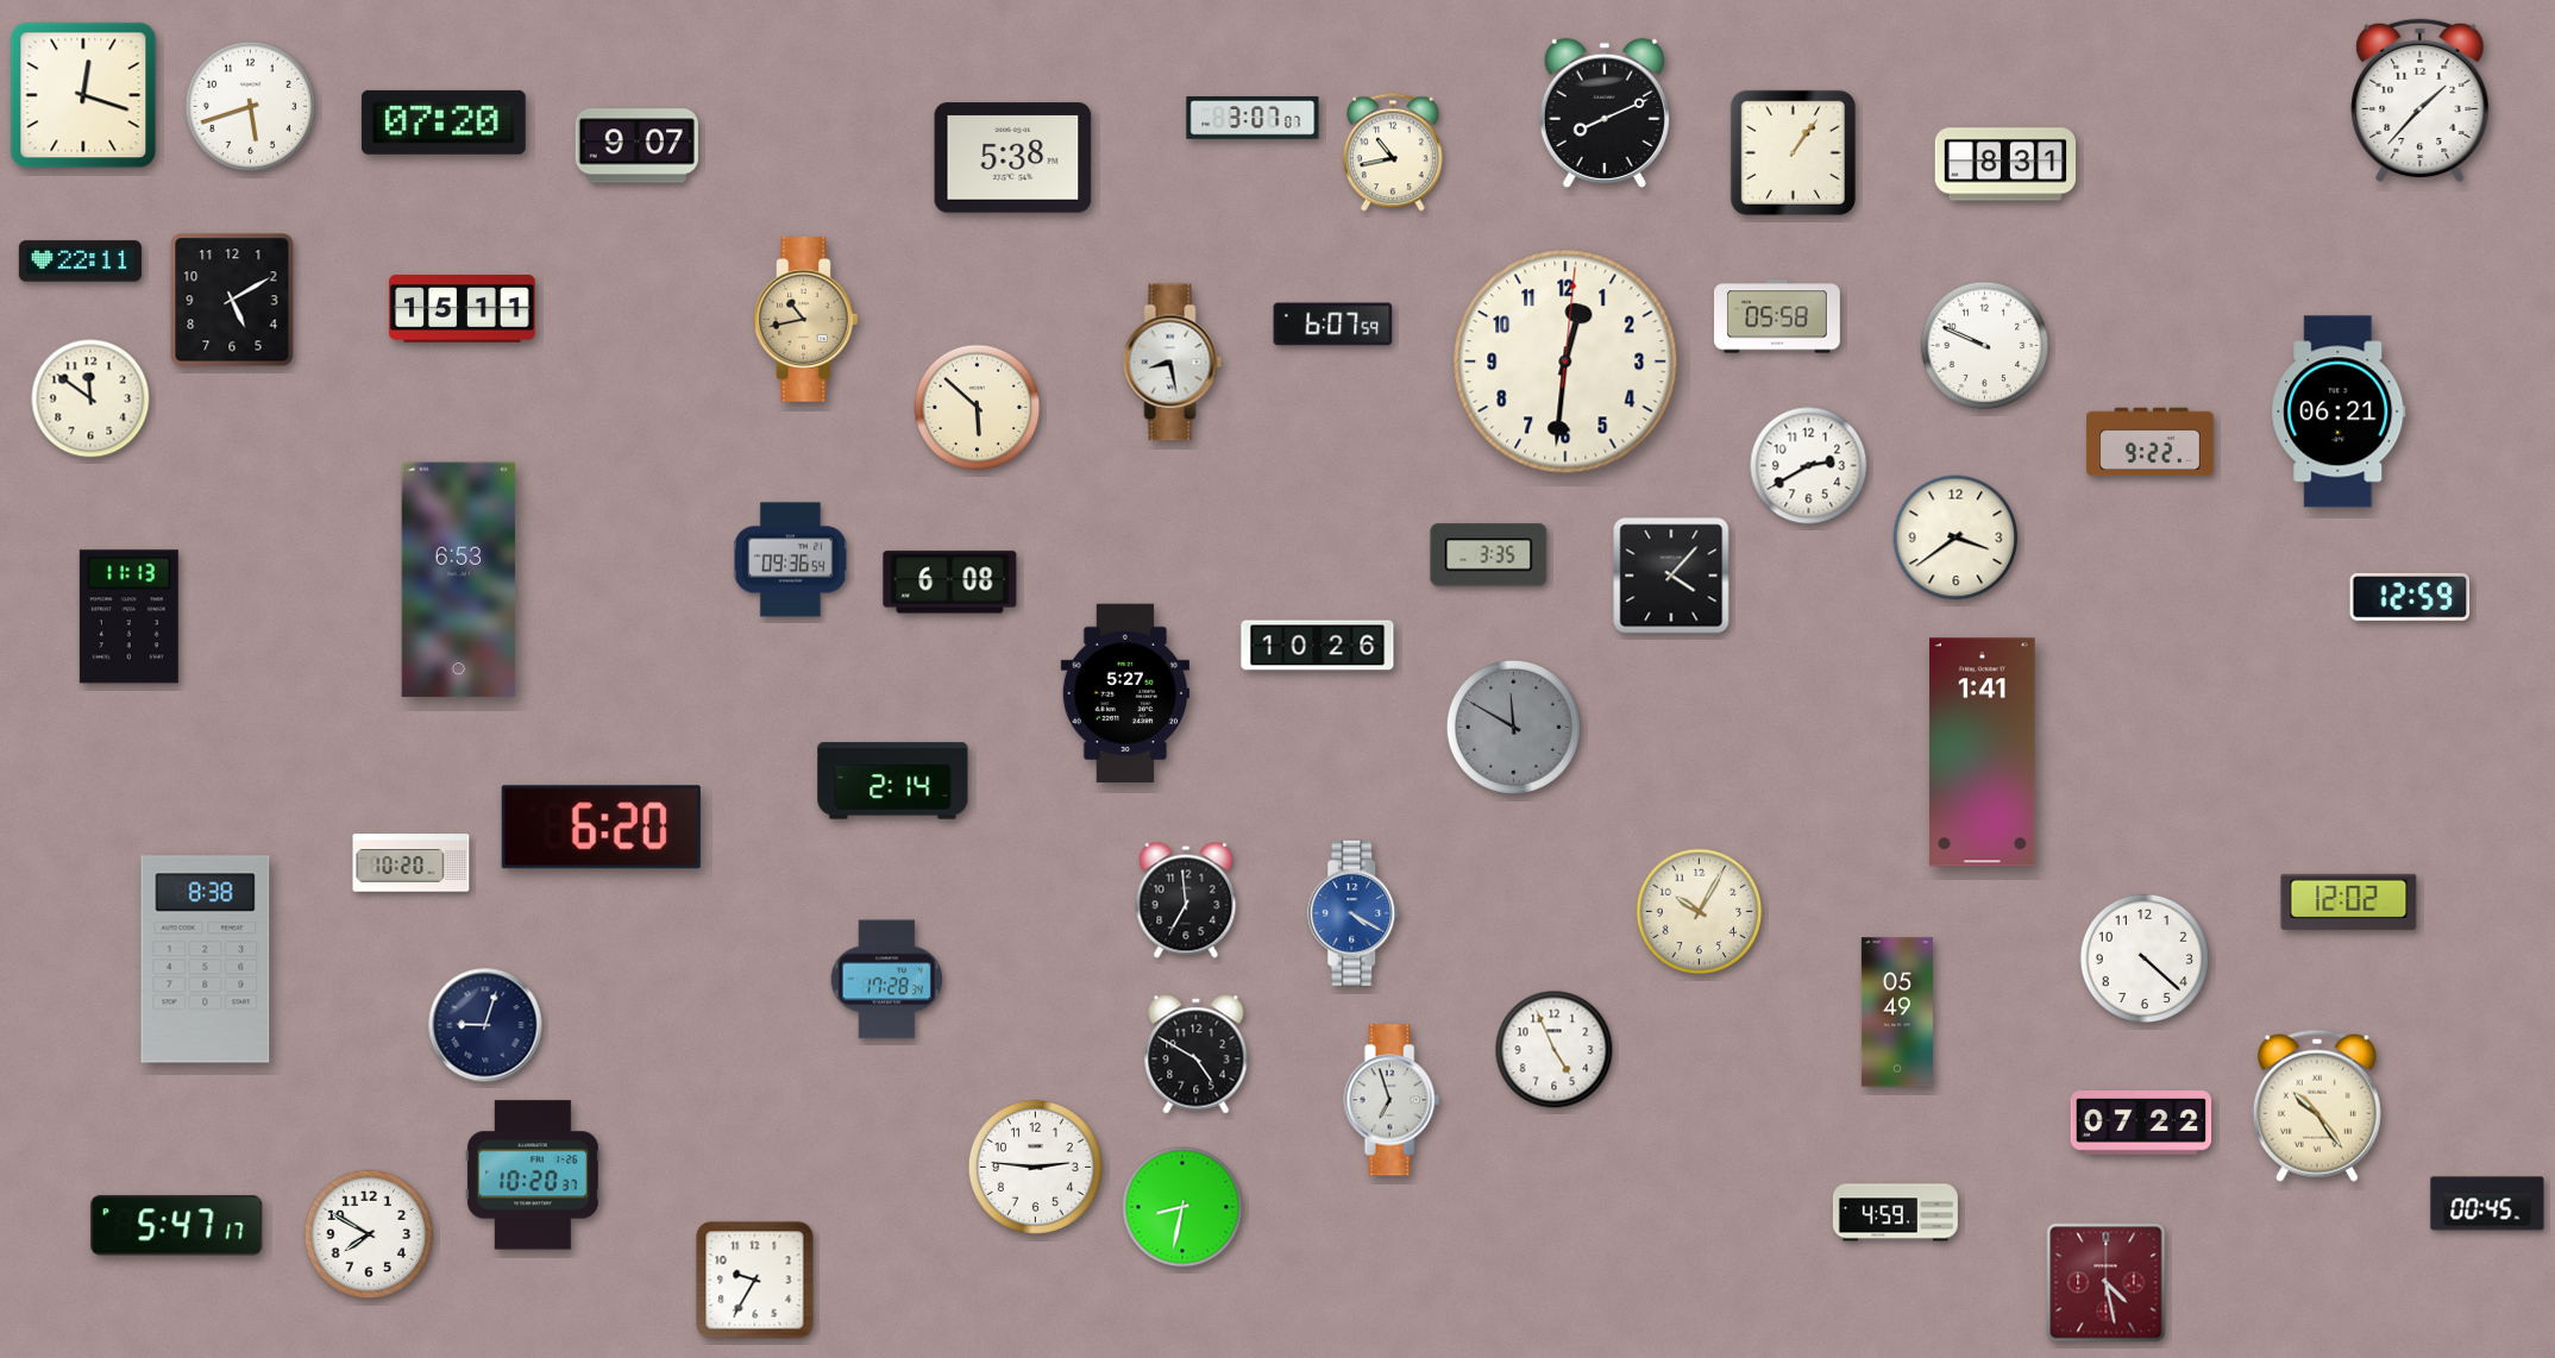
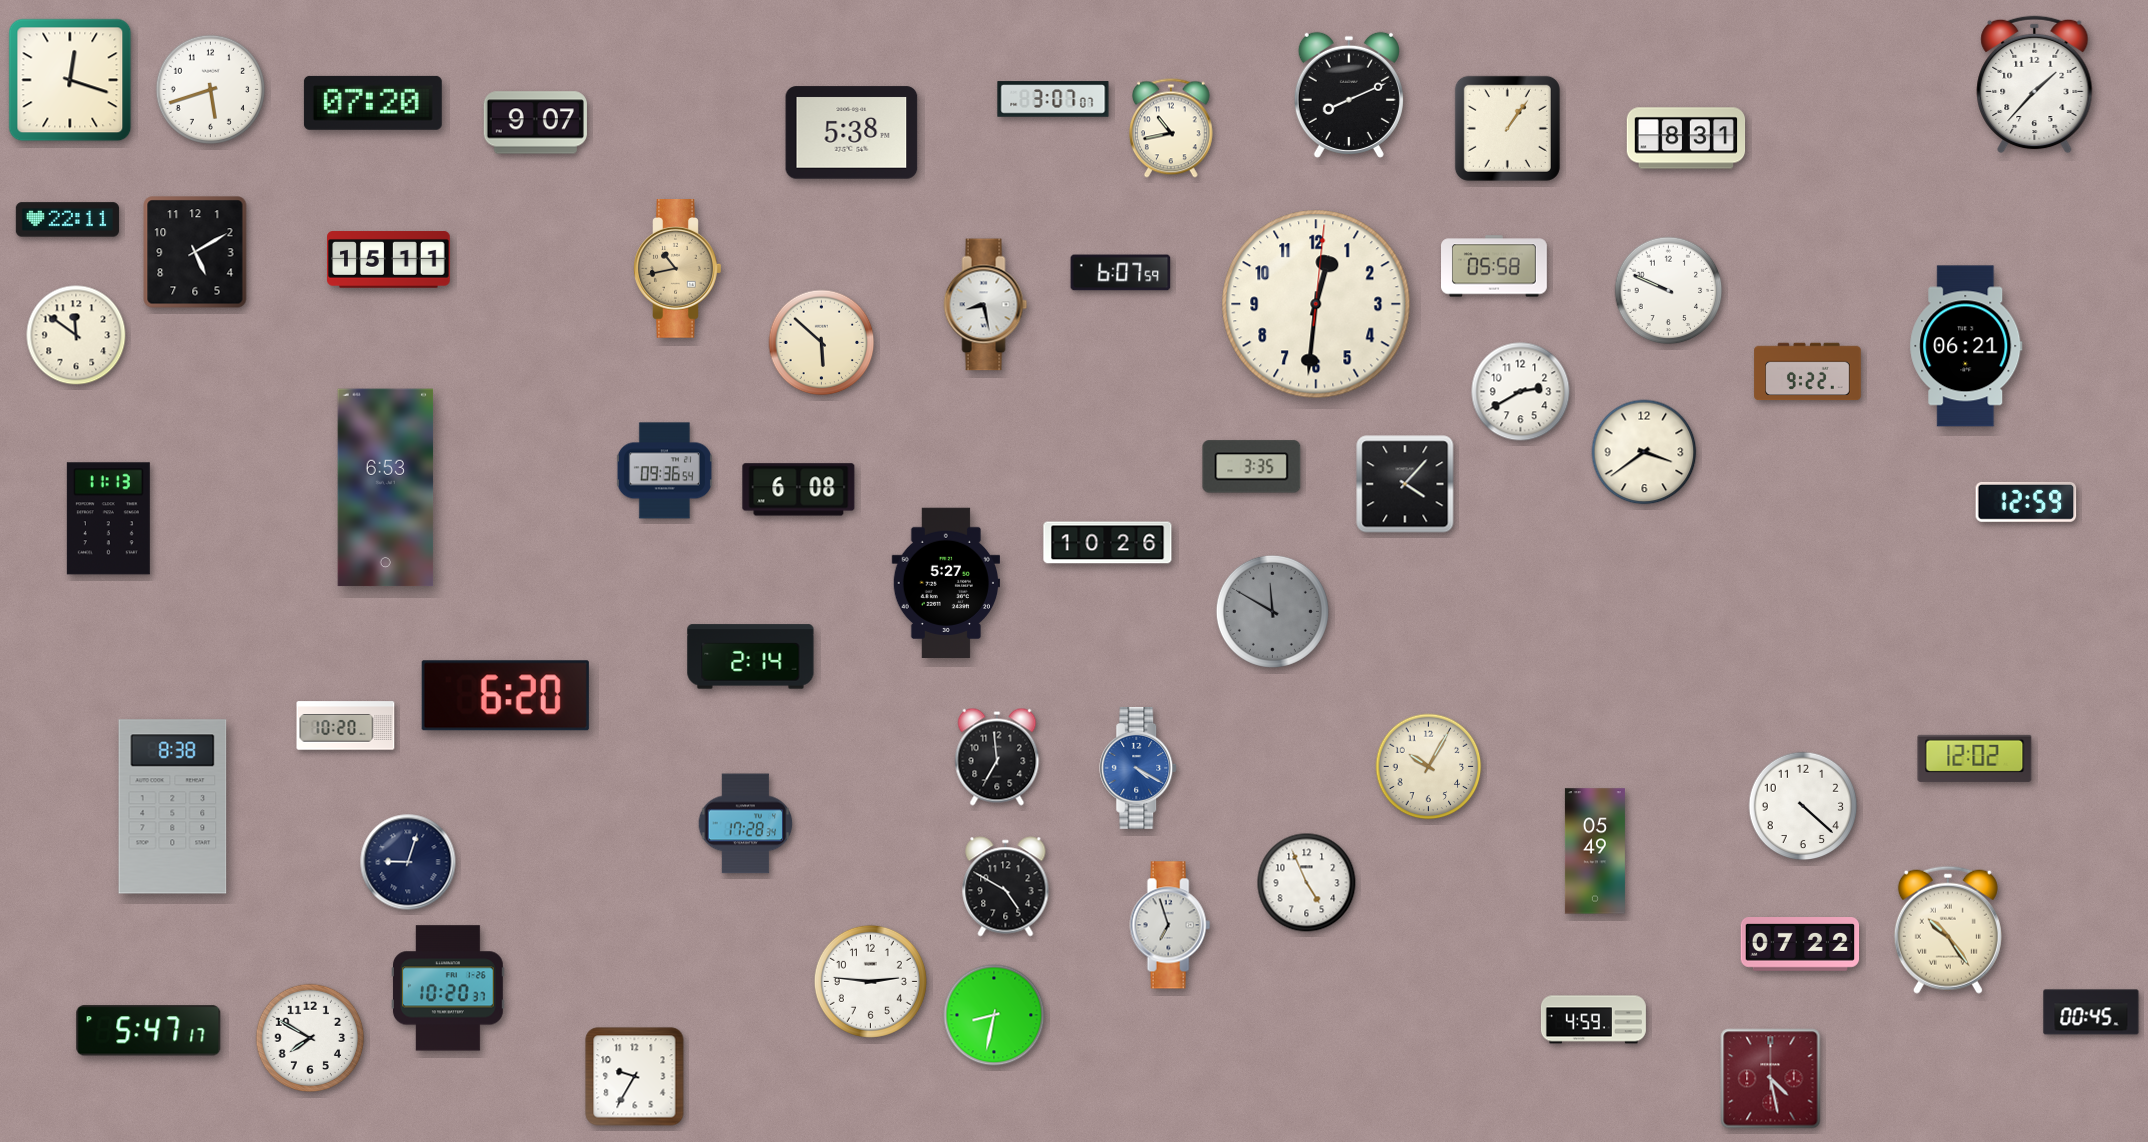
clock at (1983, 753): 1:41 -> none
